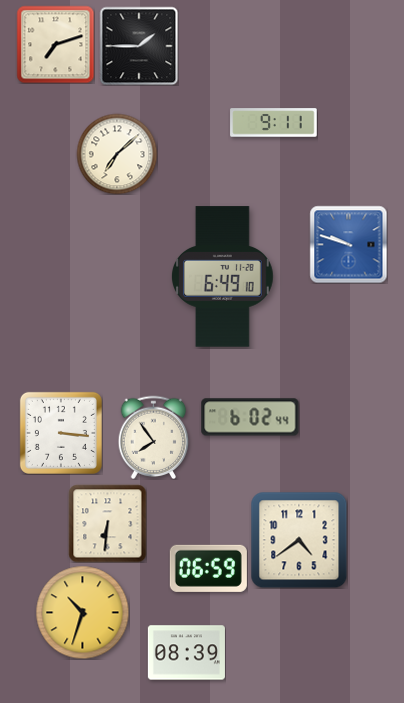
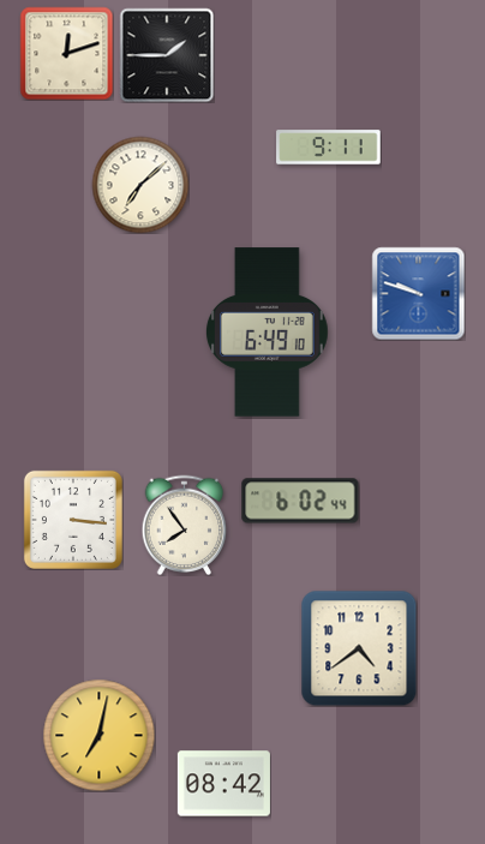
clock at (55, 44): 7:12 -> 12:12
clock at (107, 523): 6:31 -> none
clock at (208, 568): 06:59 -> none
clock at (82, 612): 10:33 -> 7:02
clock at (186, 653): 08:39 -> 08:42
